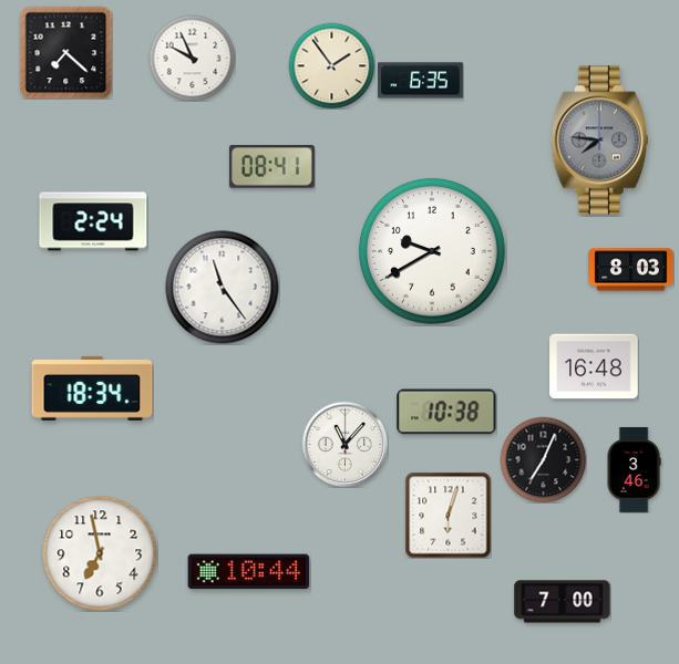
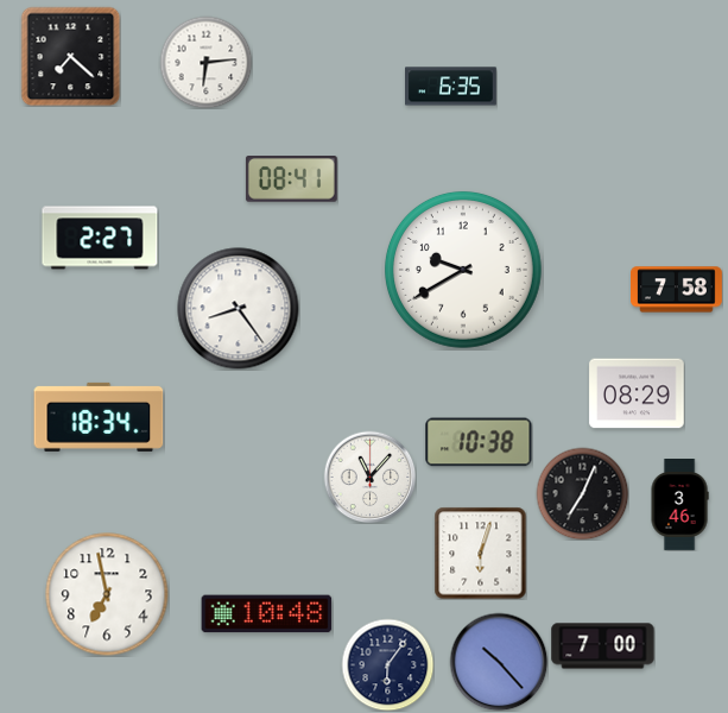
clock at (192, 58): 9:56 -> 6:14
clock at (331, 65): 1:54 -> none
clock at (599, 141): 7:46 -> none
clock at (93, 221): 2:24 -> 2:27
clock at (631, 270): 8:03 -> 7:58
clock at (223, 288): 11:24 -> 8:24
clock at (594, 366): 16:48 -> 08:29
clock at (249, 572): 10:44 -> 10:48
clock at (499, 662): none -> 10:23
clock at (387, 664): none -> 6:06
